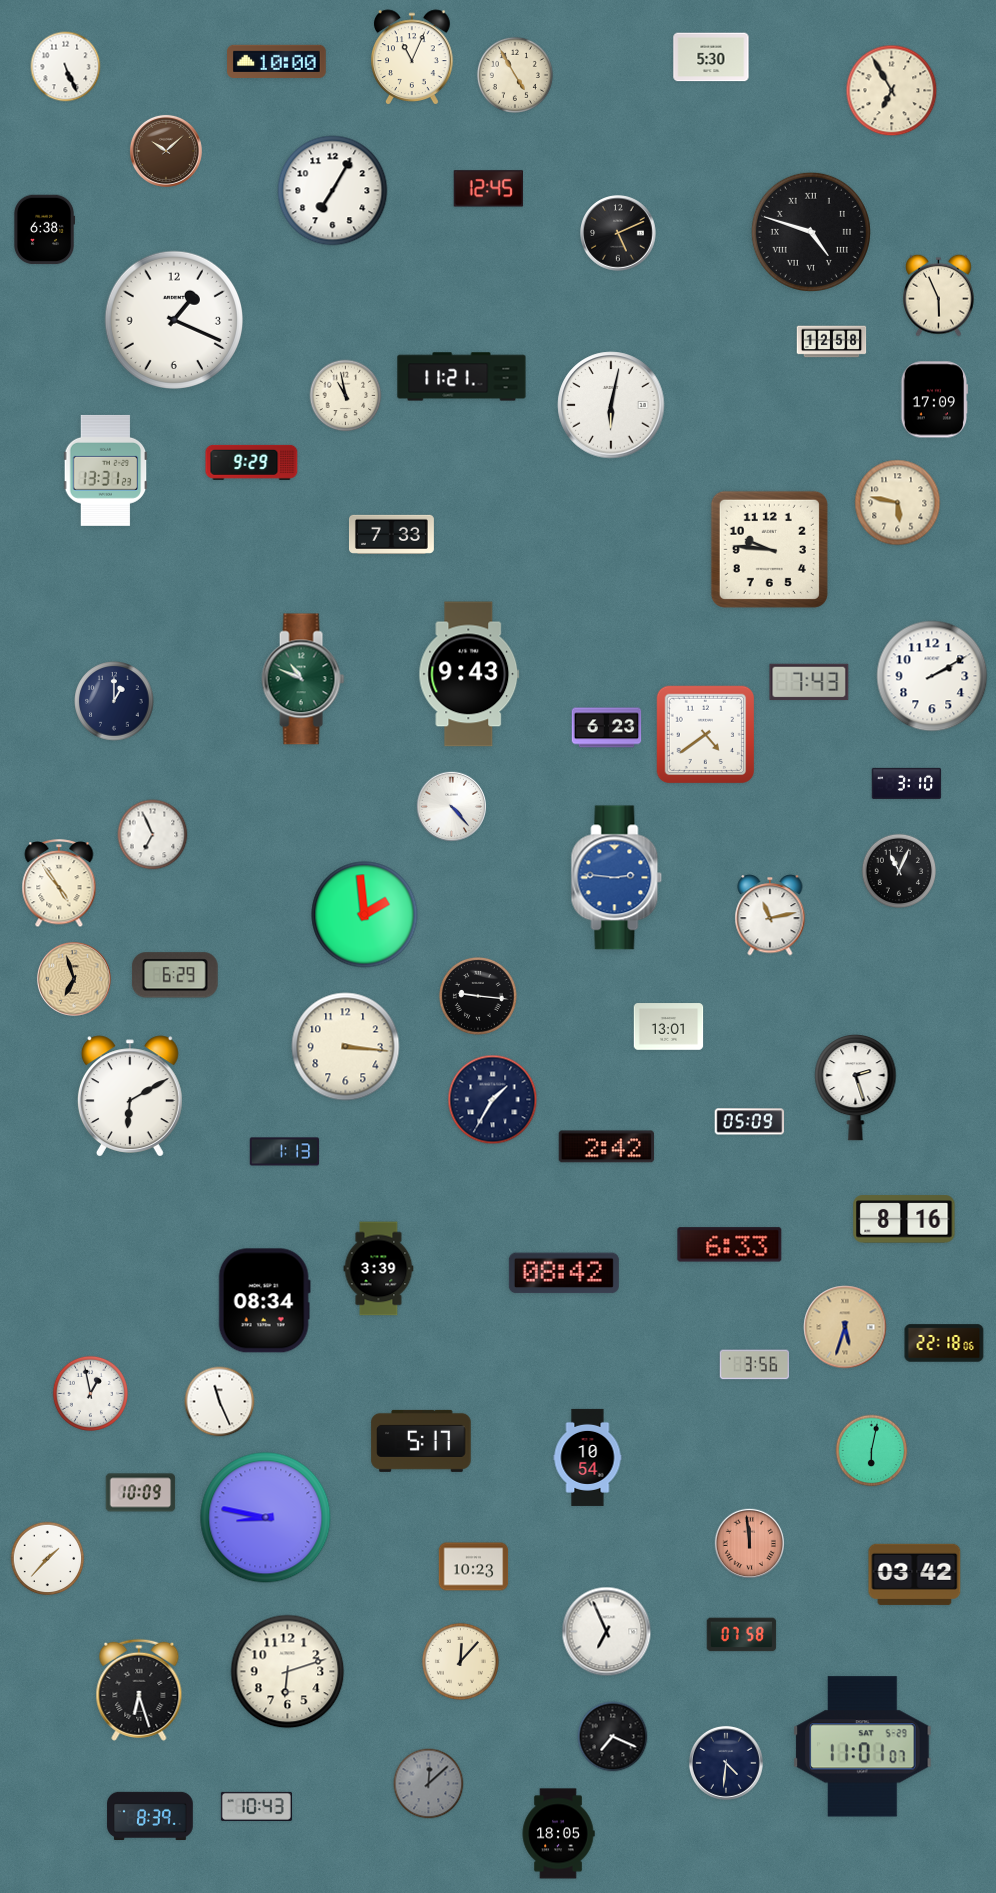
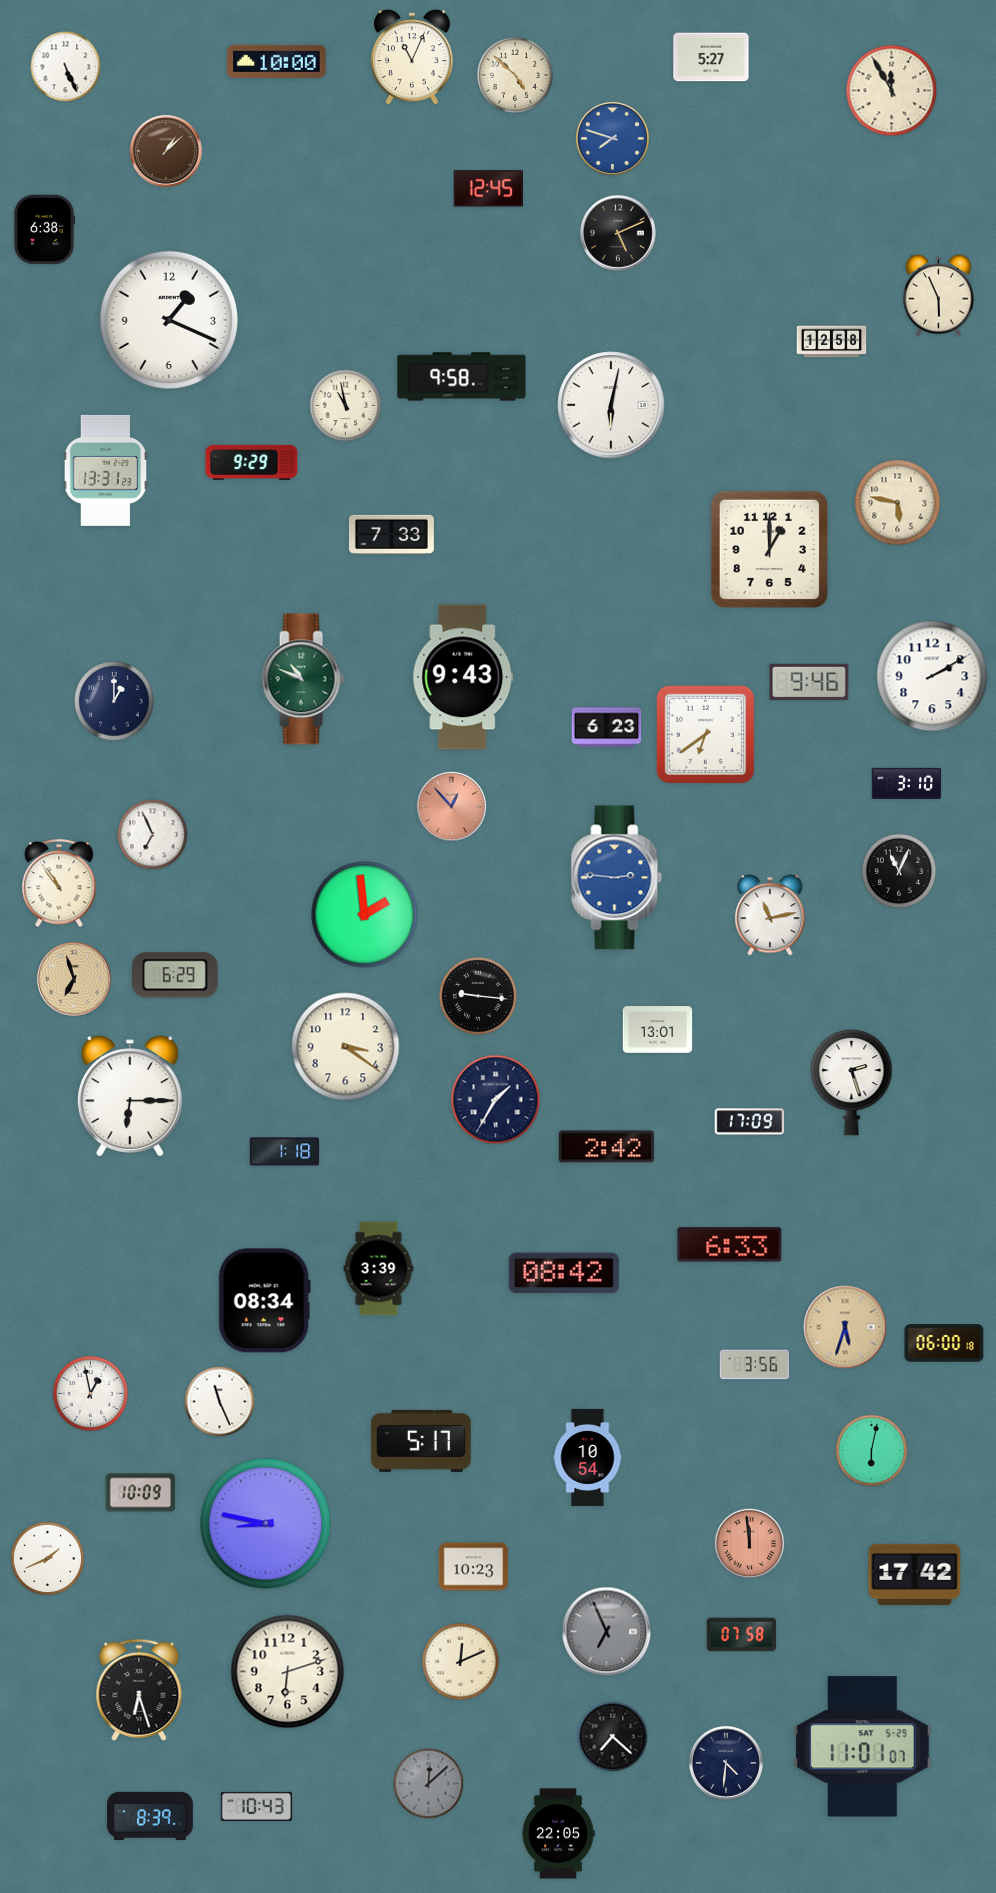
clock at (711, 57): 5:30 -> 5:27
clock at (515, 75): 4:55 -> 4:52
clock at (892, 91): 6:55 -> 11:55
clock at (612, 138): none -> 7:48
clock at (166, 151): 10:08 -> 1:08
clock at (333, 191): 7:05 -> none
clock at (811, 232): 4:48 -> none
clock at (173, 319) position: (173, 319) -> (168, 319)
clock at (462, 377): 11:21 -> 9:58
clock at (346, 396) position: (346, 396) -> (346, 406)
clock at (935, 400): 17:09 -> none
clock at (769, 549): 9:46 -> 1:00
clock at (469, 674) position: (469, 674) -> (463, 677)
clock at (809, 682): 7:43 -> 9:46
clock at (706, 735): 4:39 -> 6:39
clock at (451, 806): 4:23 -> 12:53
clock at (451, 806) dial: white -> salmon
clock at (59, 884): 4:54 -> 10:54
clock at (669, 1027) position: (669, 1027) -> (658, 1030)
clock at (346, 1047): 3:16 -> 3:21
clock at (856, 1087) position: (856, 1087) -> (852, 1082)
clock at (130, 1096): 6:10 -> 6:15
clock at (493, 1100) position: (493, 1100) -> (496, 1100)
clock at (750, 1122): 05:09 -> 17:09
clock at (285, 1152): 1:13 -> 1:18
clock at (904, 1219): 8:16 -> none
clock at (944, 1343): 22:18 -> 06:00
clock at (266, 1518) position: (266, 1518) -> (266, 1524)
clock at (48, 1559): 1:37 -> 1:41
clock at (915, 1574): 03:42 -> 17:42
clock at (607, 1632) dial: white -> grey
clock at (460, 1661): 12:07 -> 12:11
clock at (613, 1737): 7:19 -> 7:22
clock at (558, 1834): 18:05 -> 22:05
